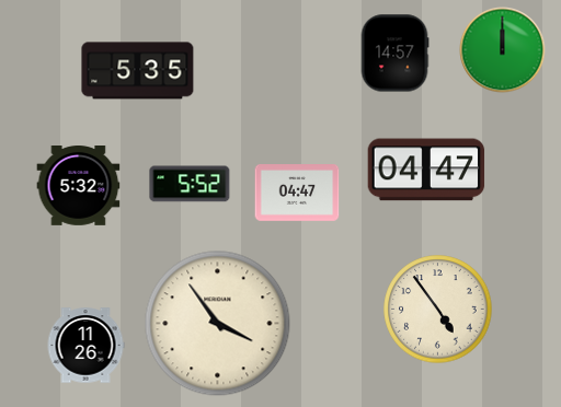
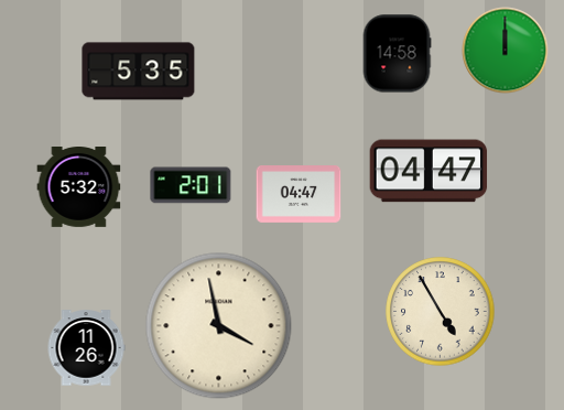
clock at (394, 54): 14:57 -> 14:58
clock at (190, 184): 5:52 -> 2:01
clock at (438, 310): 4:54 -> 4:55
clock at (218, 324): 3:54 -> 3:58
